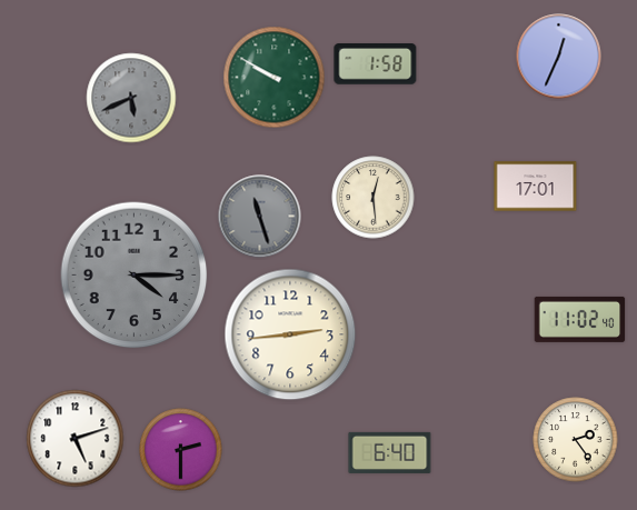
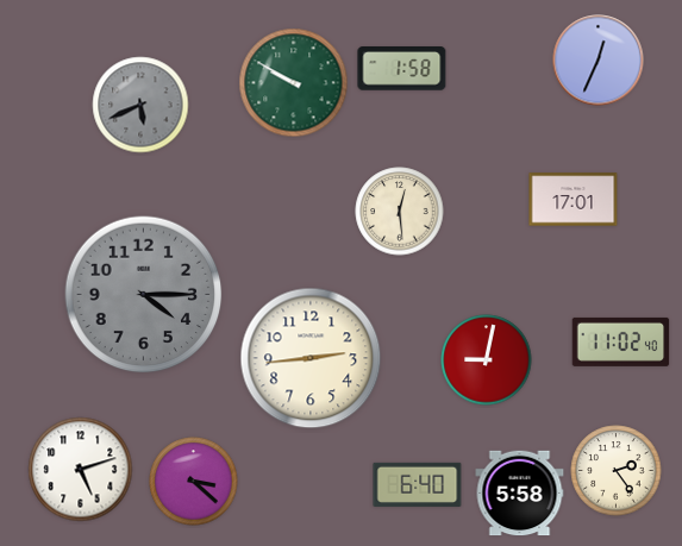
clock at (260, 217): 11:27 -> none
clock at (487, 360): none -> 9:02
clock at (181, 450): 2:30 -> 3:22
clock at (520, 494): none -> 5:58
